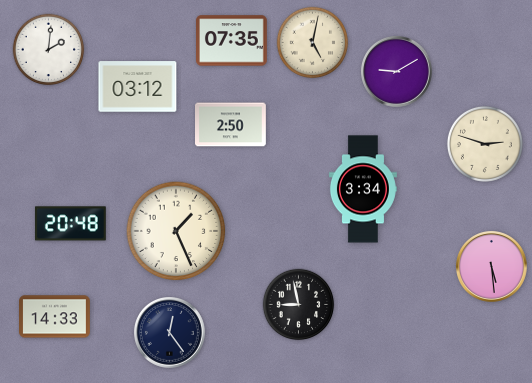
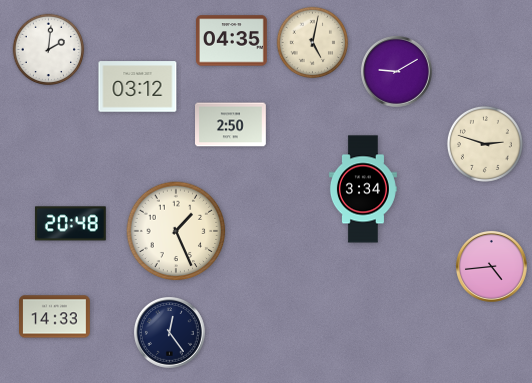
clock at (232, 41): 07:35 -> 04:35
clock at (492, 267): 5:29 -> 4:44
clock at (299, 305): 8:58 -> none
